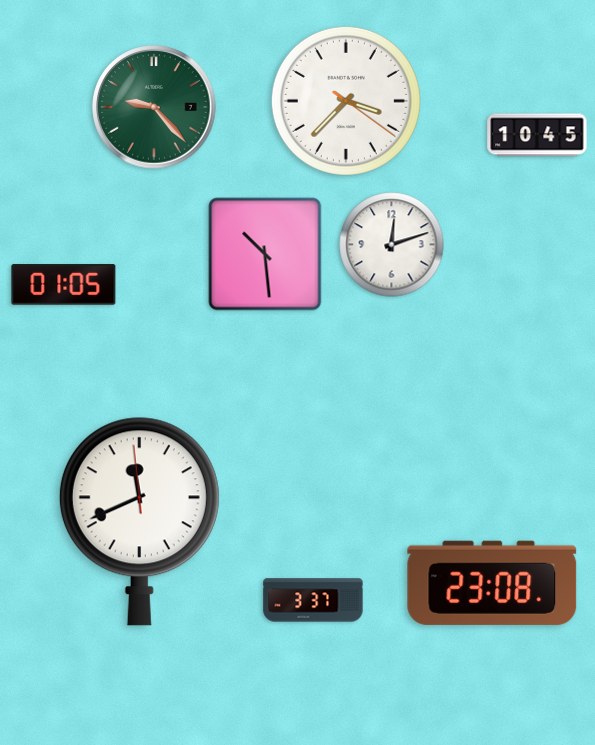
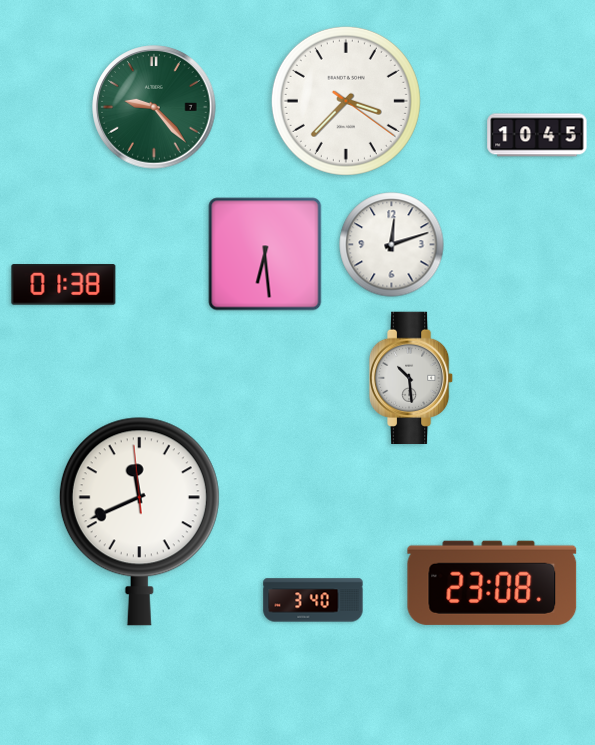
clock at (265, 254): 10:29 -> 6:29
clock at (64, 285): 01:05 -> 01:38
clock at (411, 377): none -> 10:29
clock at (313, 600): 3:37 -> 3:40
